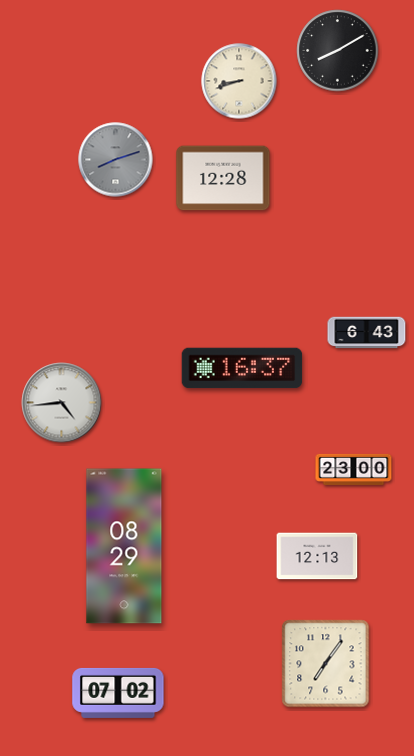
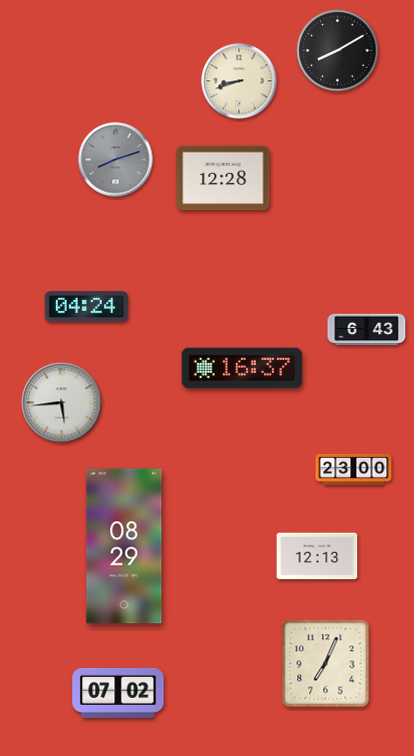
clock at (87, 307): none -> 04:24
clock at (367, 333) position: (367, 333) -> (367, 330)
clock at (62, 403): 4:44 -> 5:44
clock at (326, 664): 7:06 -> 7:04
